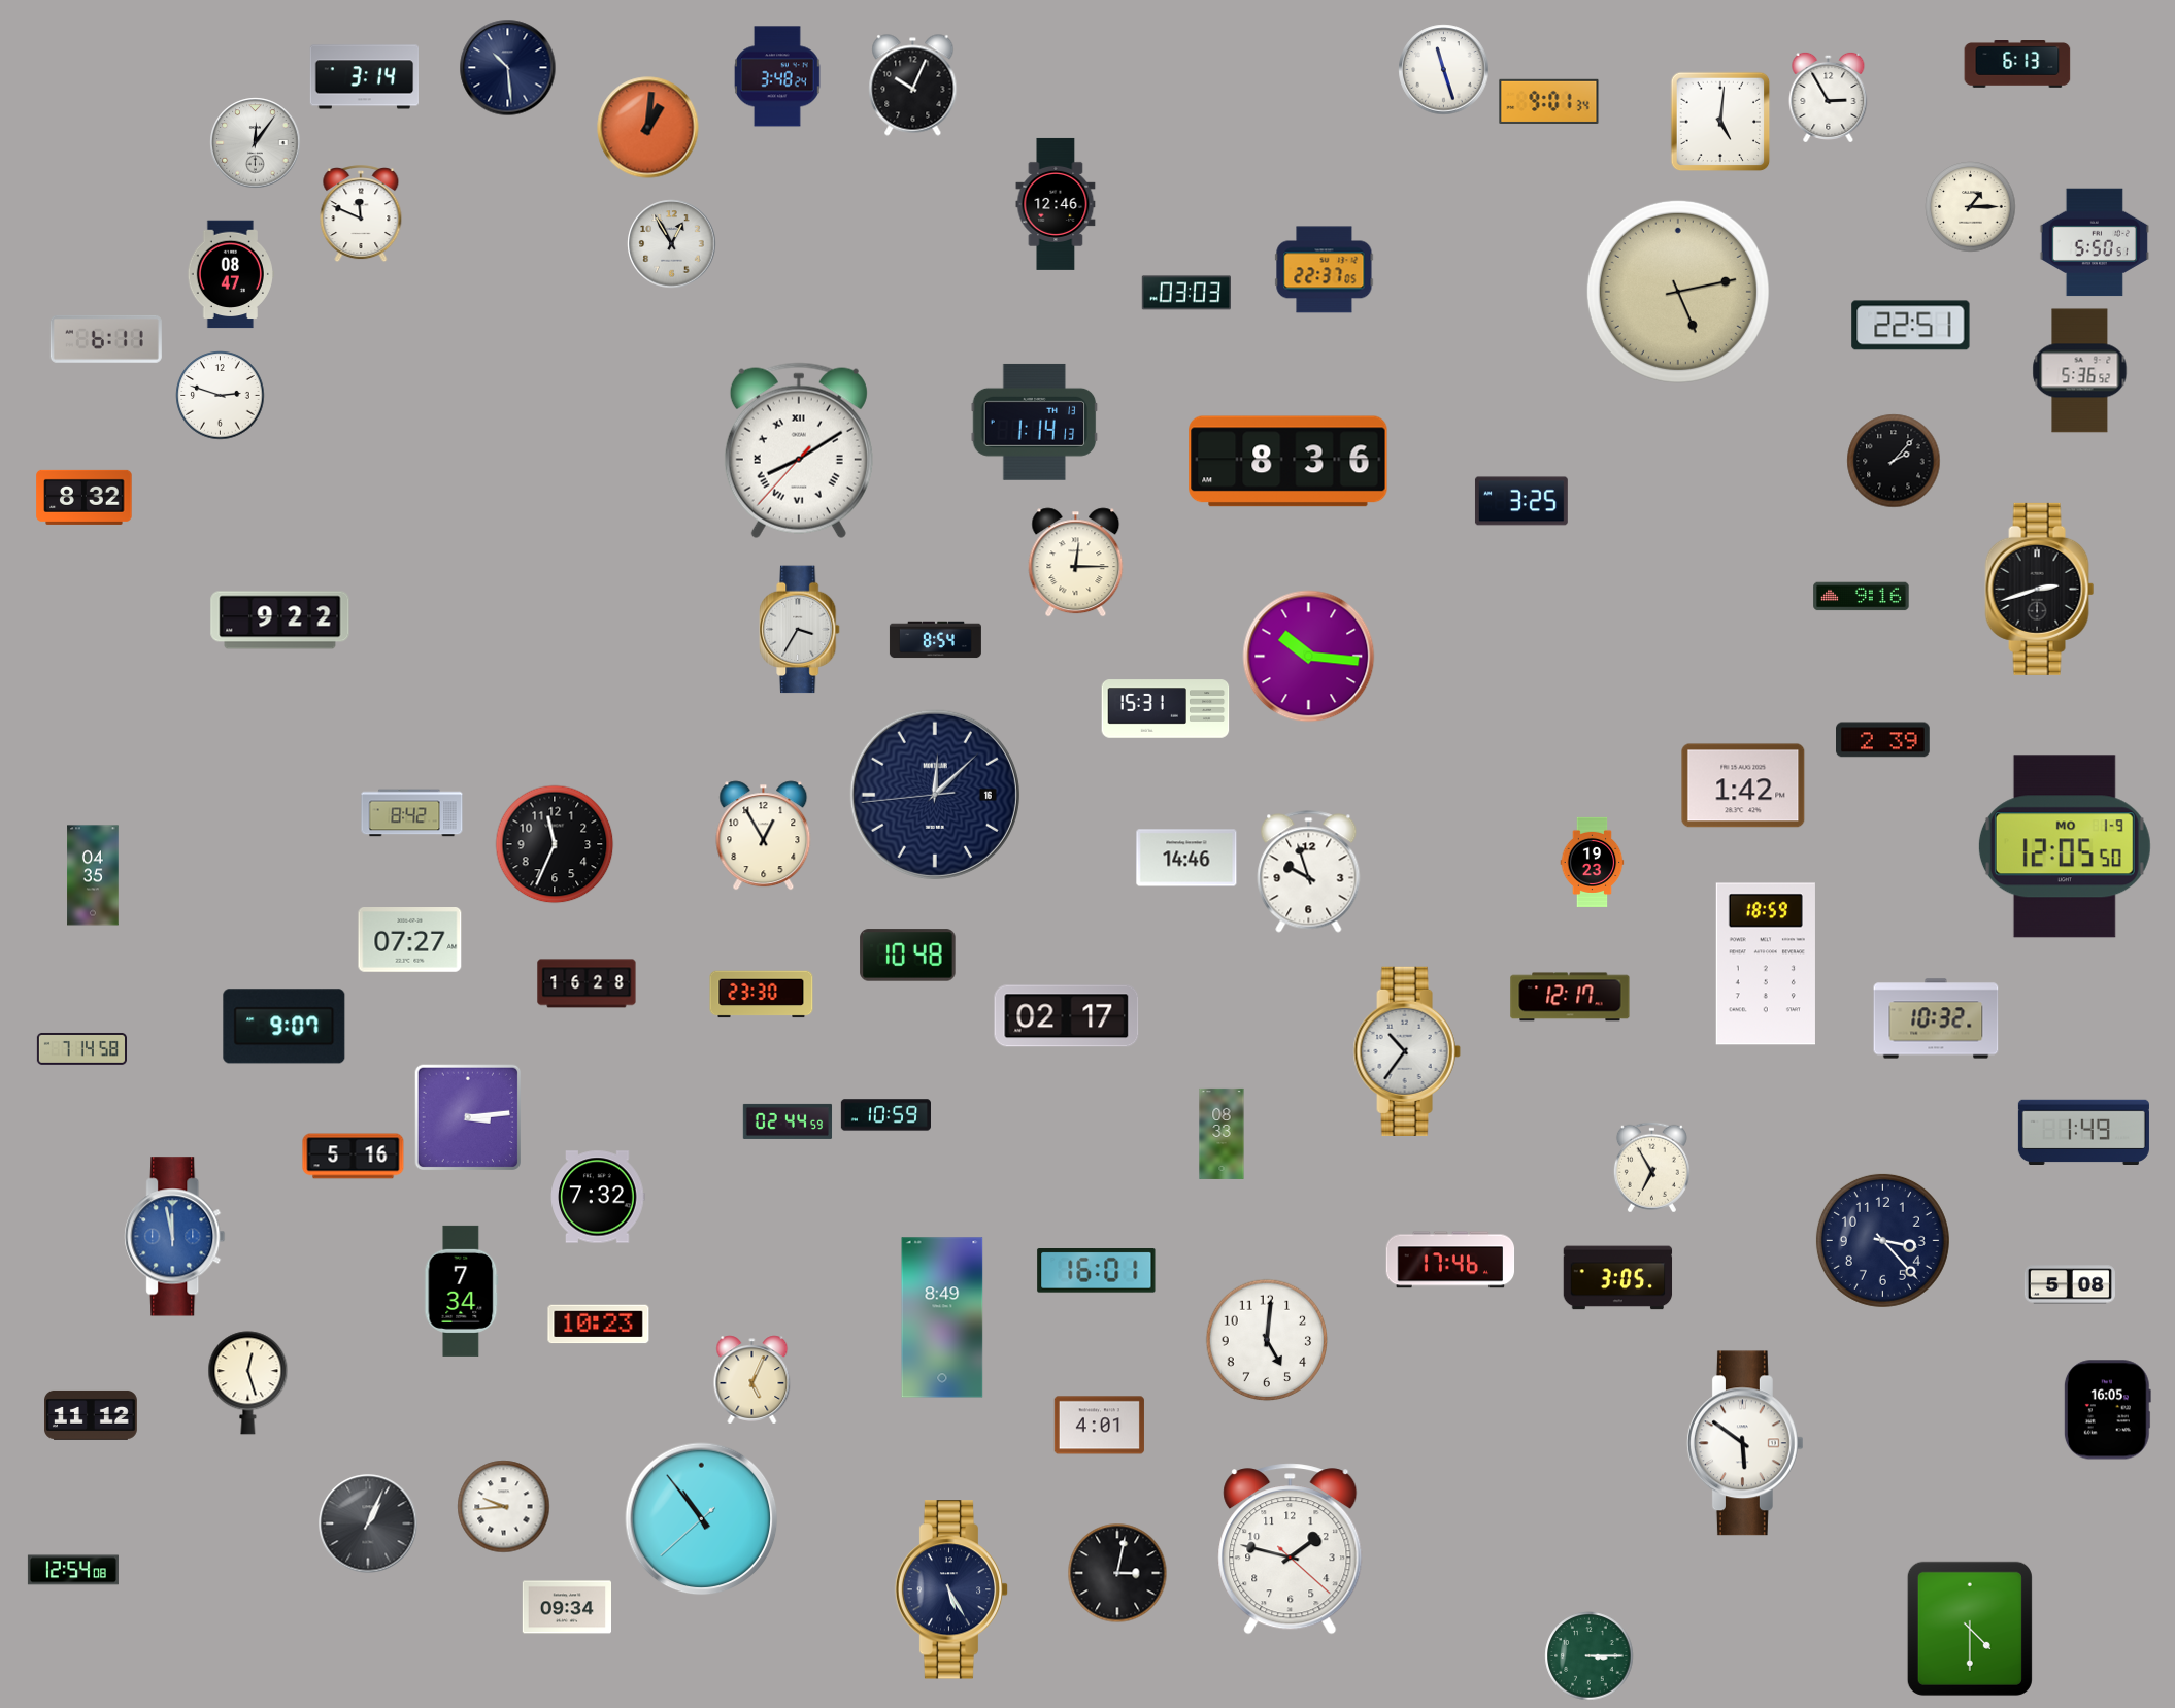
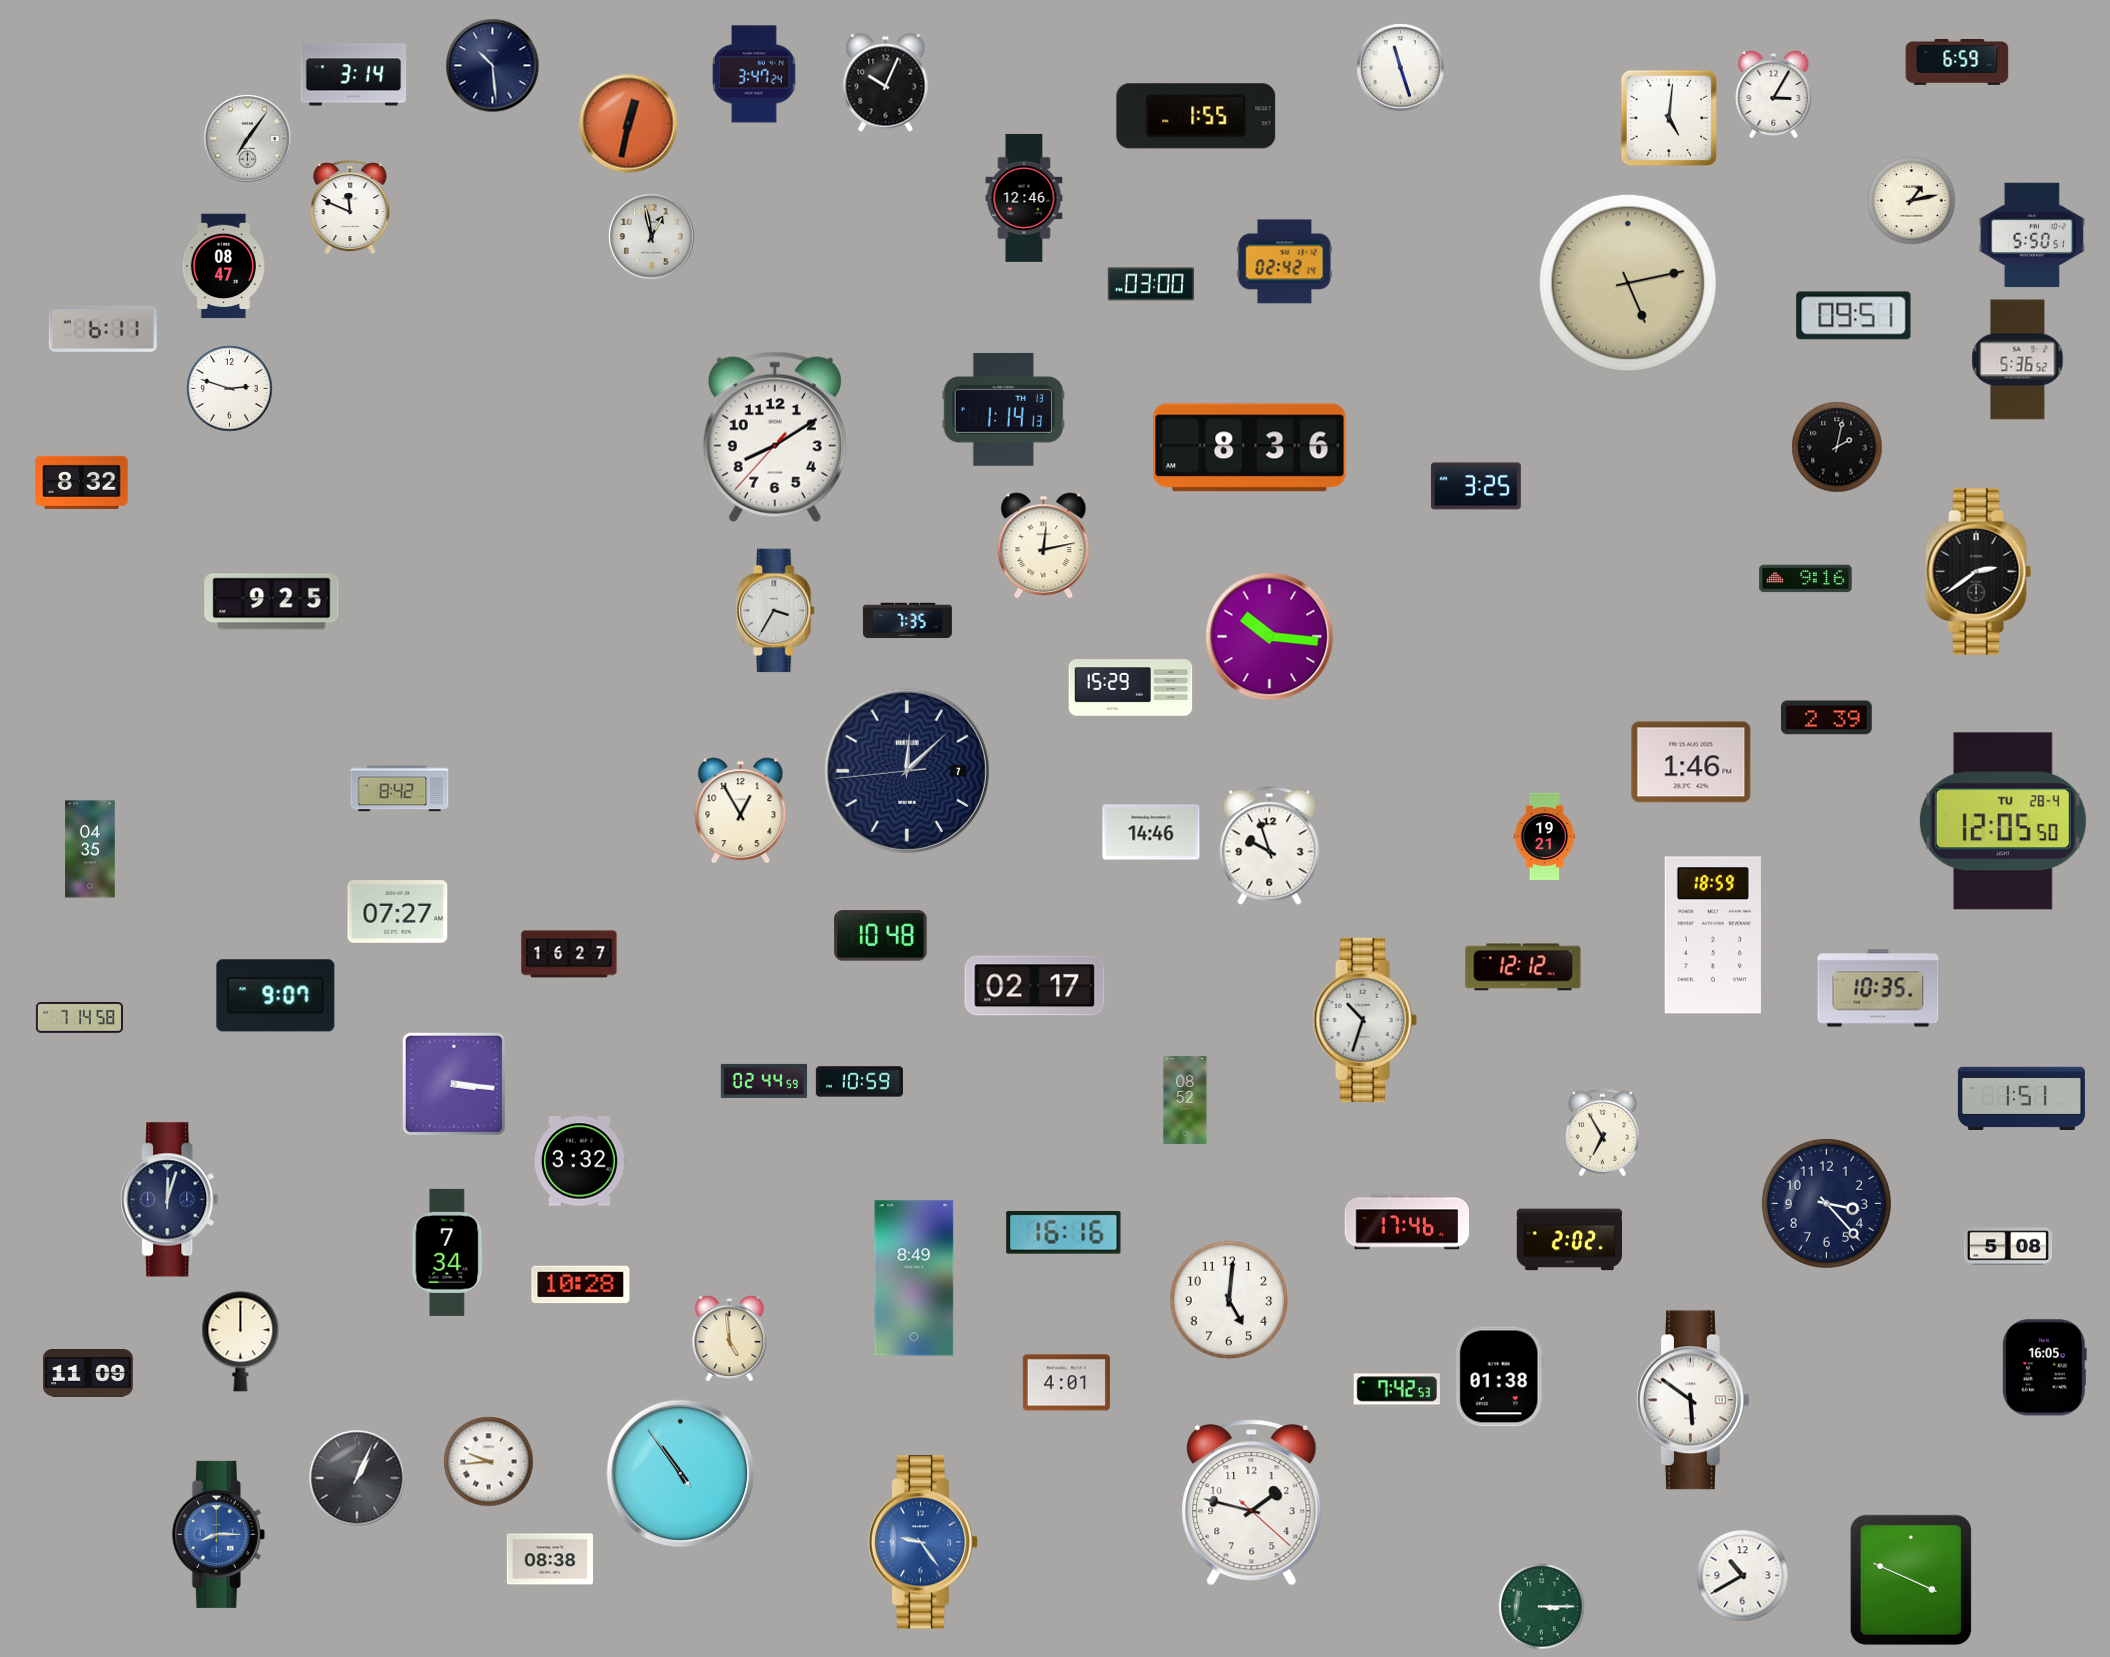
clock at (2017, 65): 6:13 -> 6:59
clock at (778, 76): 3:48 -> 3:47
clock at (1829, 97): 2:55 -> 3:05
clock at (1549, 101): 9:01 -> none
clock at (1196, 116): none -> 1:55
clock at (648, 128): 1:01 -> 12:32
clock at (256, 143): 12:06 -> 7:06
clock at (1971, 207): 1:15 -> 1:13
clock at (672, 244): 12:55 -> 12:58
clock at (1325, 270): 22:37 -> 02:42
clock at (1185, 293): 03:03 -> 03:00
clock at (1911, 326): 22:51 -> 09:51
clock at (221, 396) position: (221, 396) -> (230, 389)
clock at (799, 450) numerals: Roman -> Arabic
clock at (1894, 461): 2:07 -> 2:02
clock at (1076, 563): 12:15 -> 12:13
clock at (2040, 589): 2:42 -> 2:39
clock at (280, 621): 9:22 -> 9:25
clock at (935, 640): 8:54 -> 7:35
clock at (1166, 709): 15:31 -> 15:29
clock at (1743, 785): 1:42 -> 1:46
clock at (935, 795) date: 16 -> 7
clock at (555, 844): 11:34 -> none
clock at (2065, 846) date: MO 1-9 -> TU 28-4
clock at (1593, 862): 19:23 -> 19:21
clock at (908, 956) position: (908, 956) -> (881, 936)
clock at (587, 983): 16:28 -> 16:27
clock at (762, 995): 23:30 -> none
clock at (1570, 997): 12:17 -> 12:12
clock at (1936, 1018): 10:32 -> 10:35
clock at (1407, 1051): 10:36 -> 10:33
clock at (467, 1116): 3:14 -> 3:16
clock at (788, 1121) position: (788, 1121) -> (764, 1081)
clock at (2083, 1132): 1:49 -> 1:51
clock at (1222, 1134): 08:33 -> 08:52
clock at (354, 1157): 5:16 -> none
clock at (598, 1197): 7:32 -> 3:32
clock at (175, 1237): 11:58 -> 12:03
clock at (175, 1237) dial: blue -> navy
clock at (1097, 1271): 16:01 -> 16:16
clock at (1618, 1278): 3:05 -> 2:02
clock at (599, 1325): 10:23 -> 10:28
clock at (752, 1380): 5:04 -> 4:59
clock at (248, 1383): 12:27 -> 12:00
clock at (92, 1415): 11:12 -> 11:09
clock at (1499, 1377): none -> 01:38
clock at (1397, 1389): none -> 7:42
clock at (702, 1519): 10:53:38 -> 10:53:54
clock at (73, 1570): 12:54 -> none
clock at (1117, 1573): 3:02 -> none
clock at (218, 1534): none -> 8:15
clock at (951, 1589): 5:25 -> 9:24
clock at (951, 1589) dial: navy -> blue
clock at (567, 1607): 09:34 -> 08:38
clock at (1743, 1576): none -> 10:40
clock at (1970, 1629): 4:30 -> 3:49
